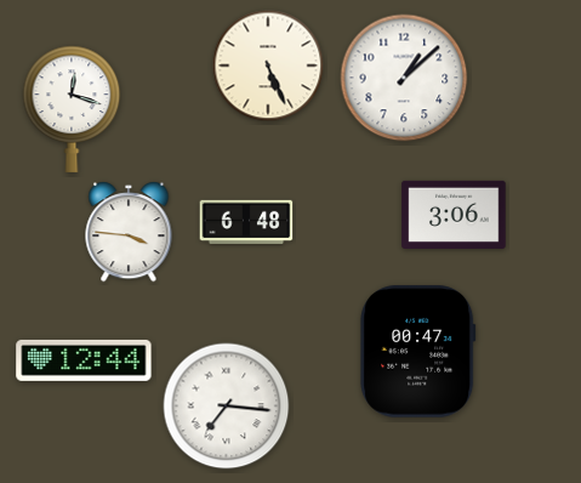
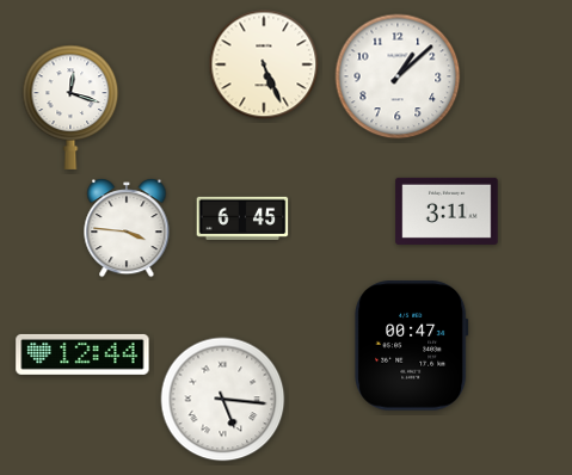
clock at (454, 215): 3:06 -> 3:11
clock at (246, 222): 6:48 -> 6:45
clock at (227, 407): 7:16 -> 5:16
